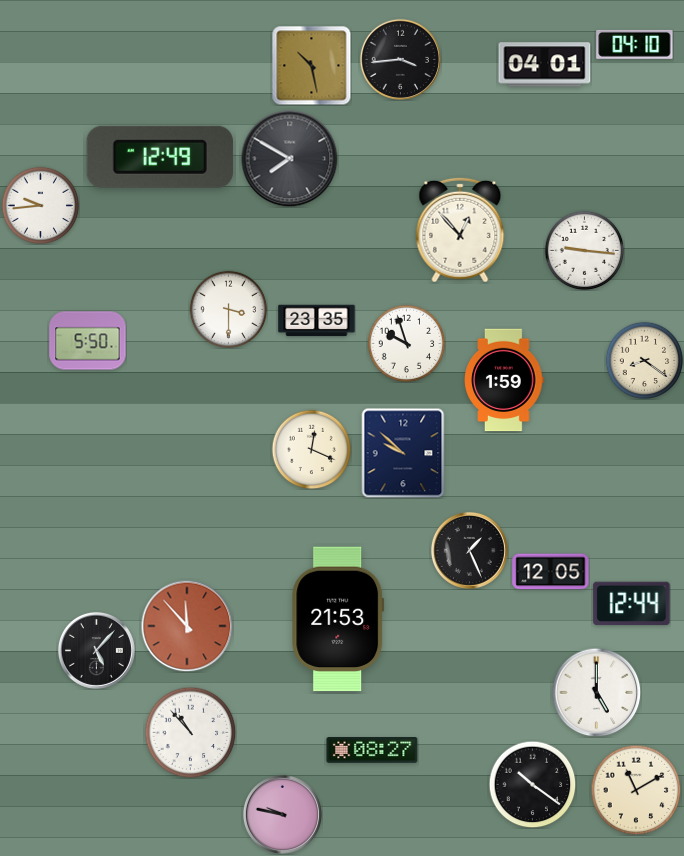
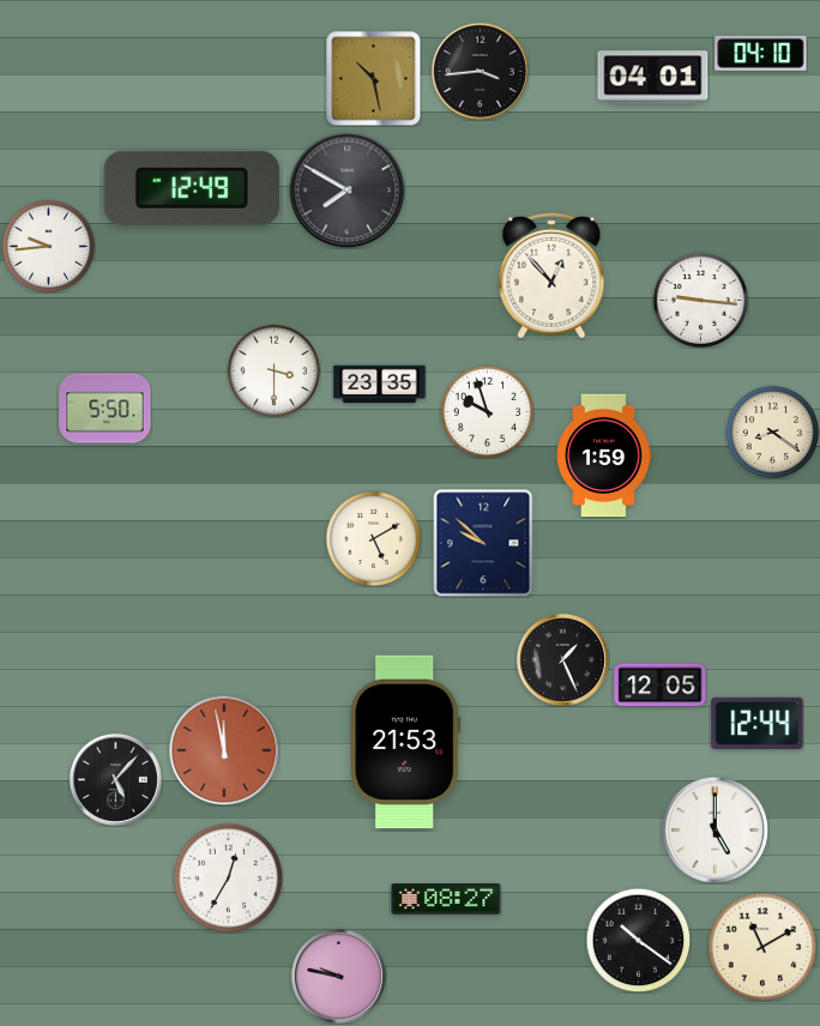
clock at (311, 449): 12:19 -> 5:10
clock at (187, 626): 11:53 -> 11:58
clock at (190, 732): 10:53 -> 12:35
